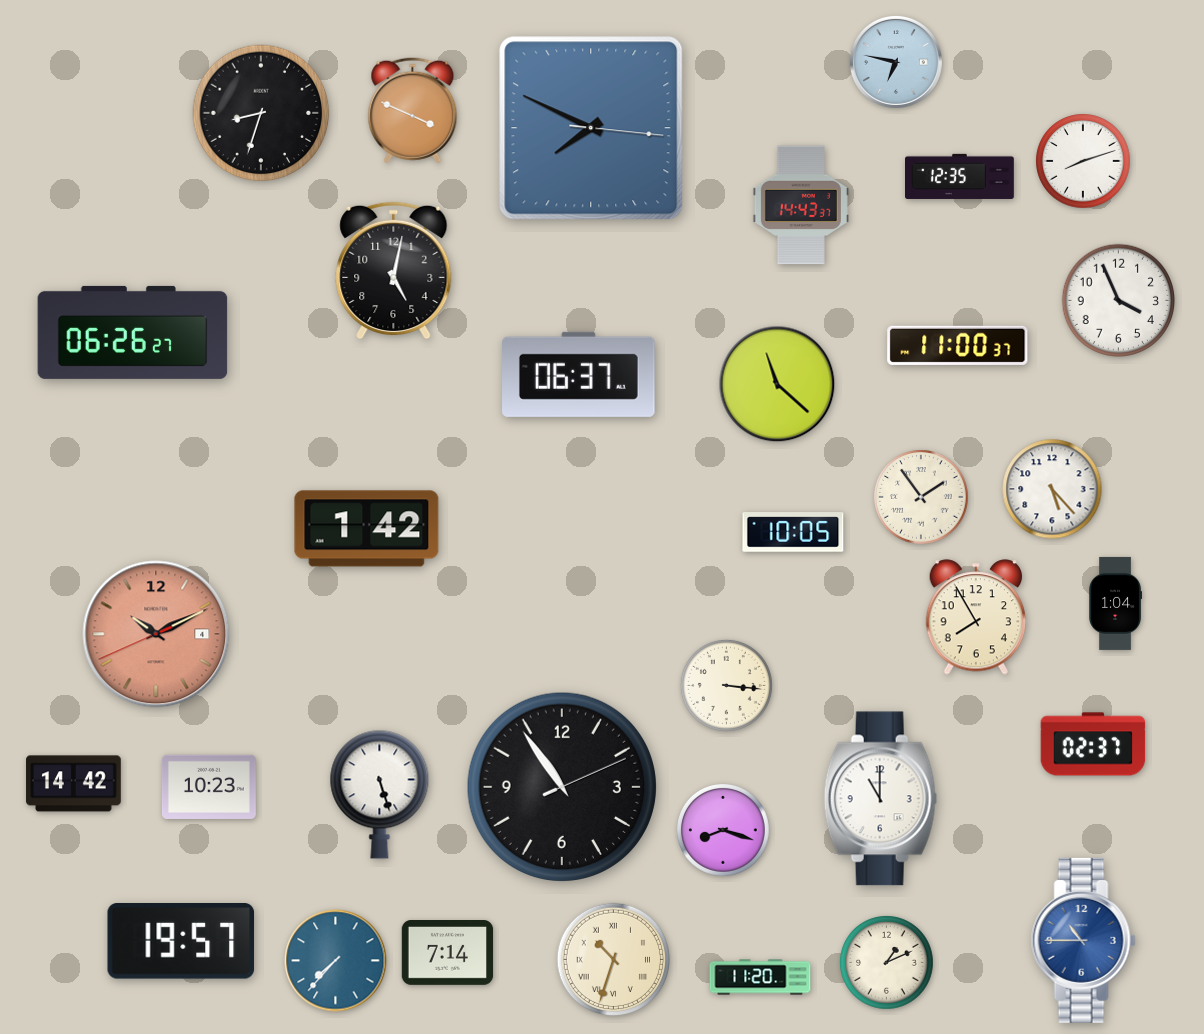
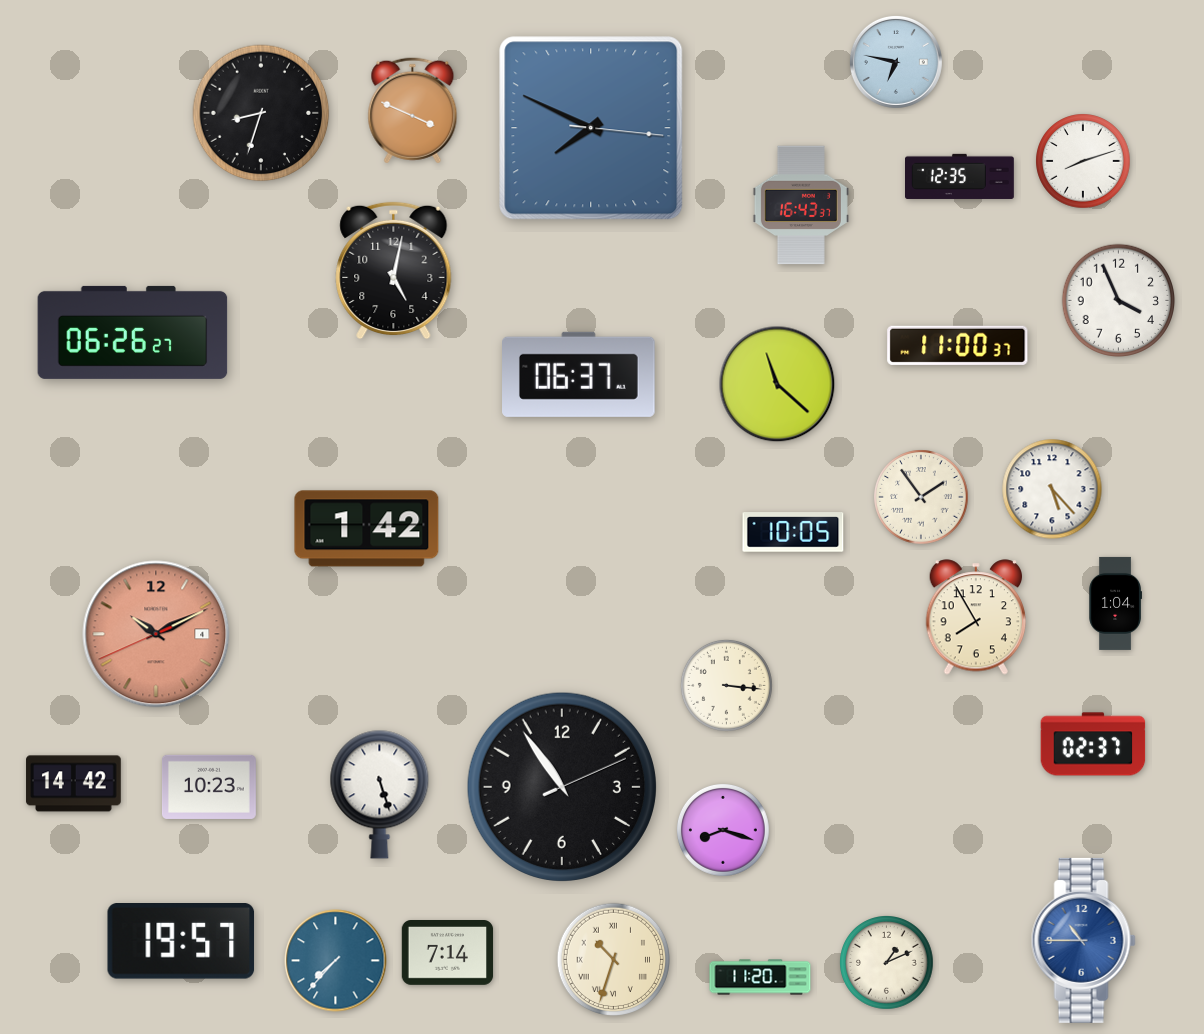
clock at (801, 205): 14:43 -> 16:43
clock at (881, 799): 11:00 -> none
